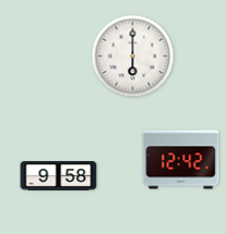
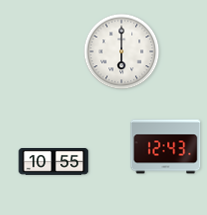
clock at (181, 160): 12:42 -> 12:43
clock at (59, 176): 9:58 -> 10:55
